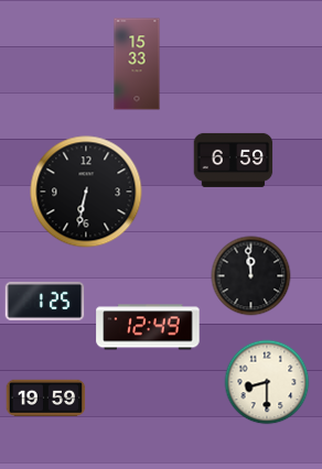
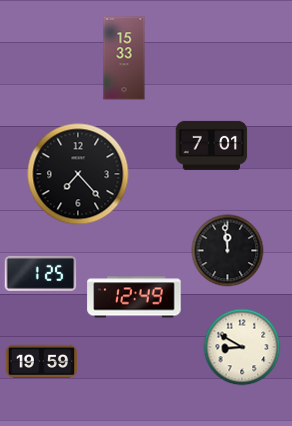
clock at (234, 160): 6:59 -> 7:01
clock at (86, 192): 6:32 -> 7:23
clock at (267, 382): 8:30 -> 8:50
